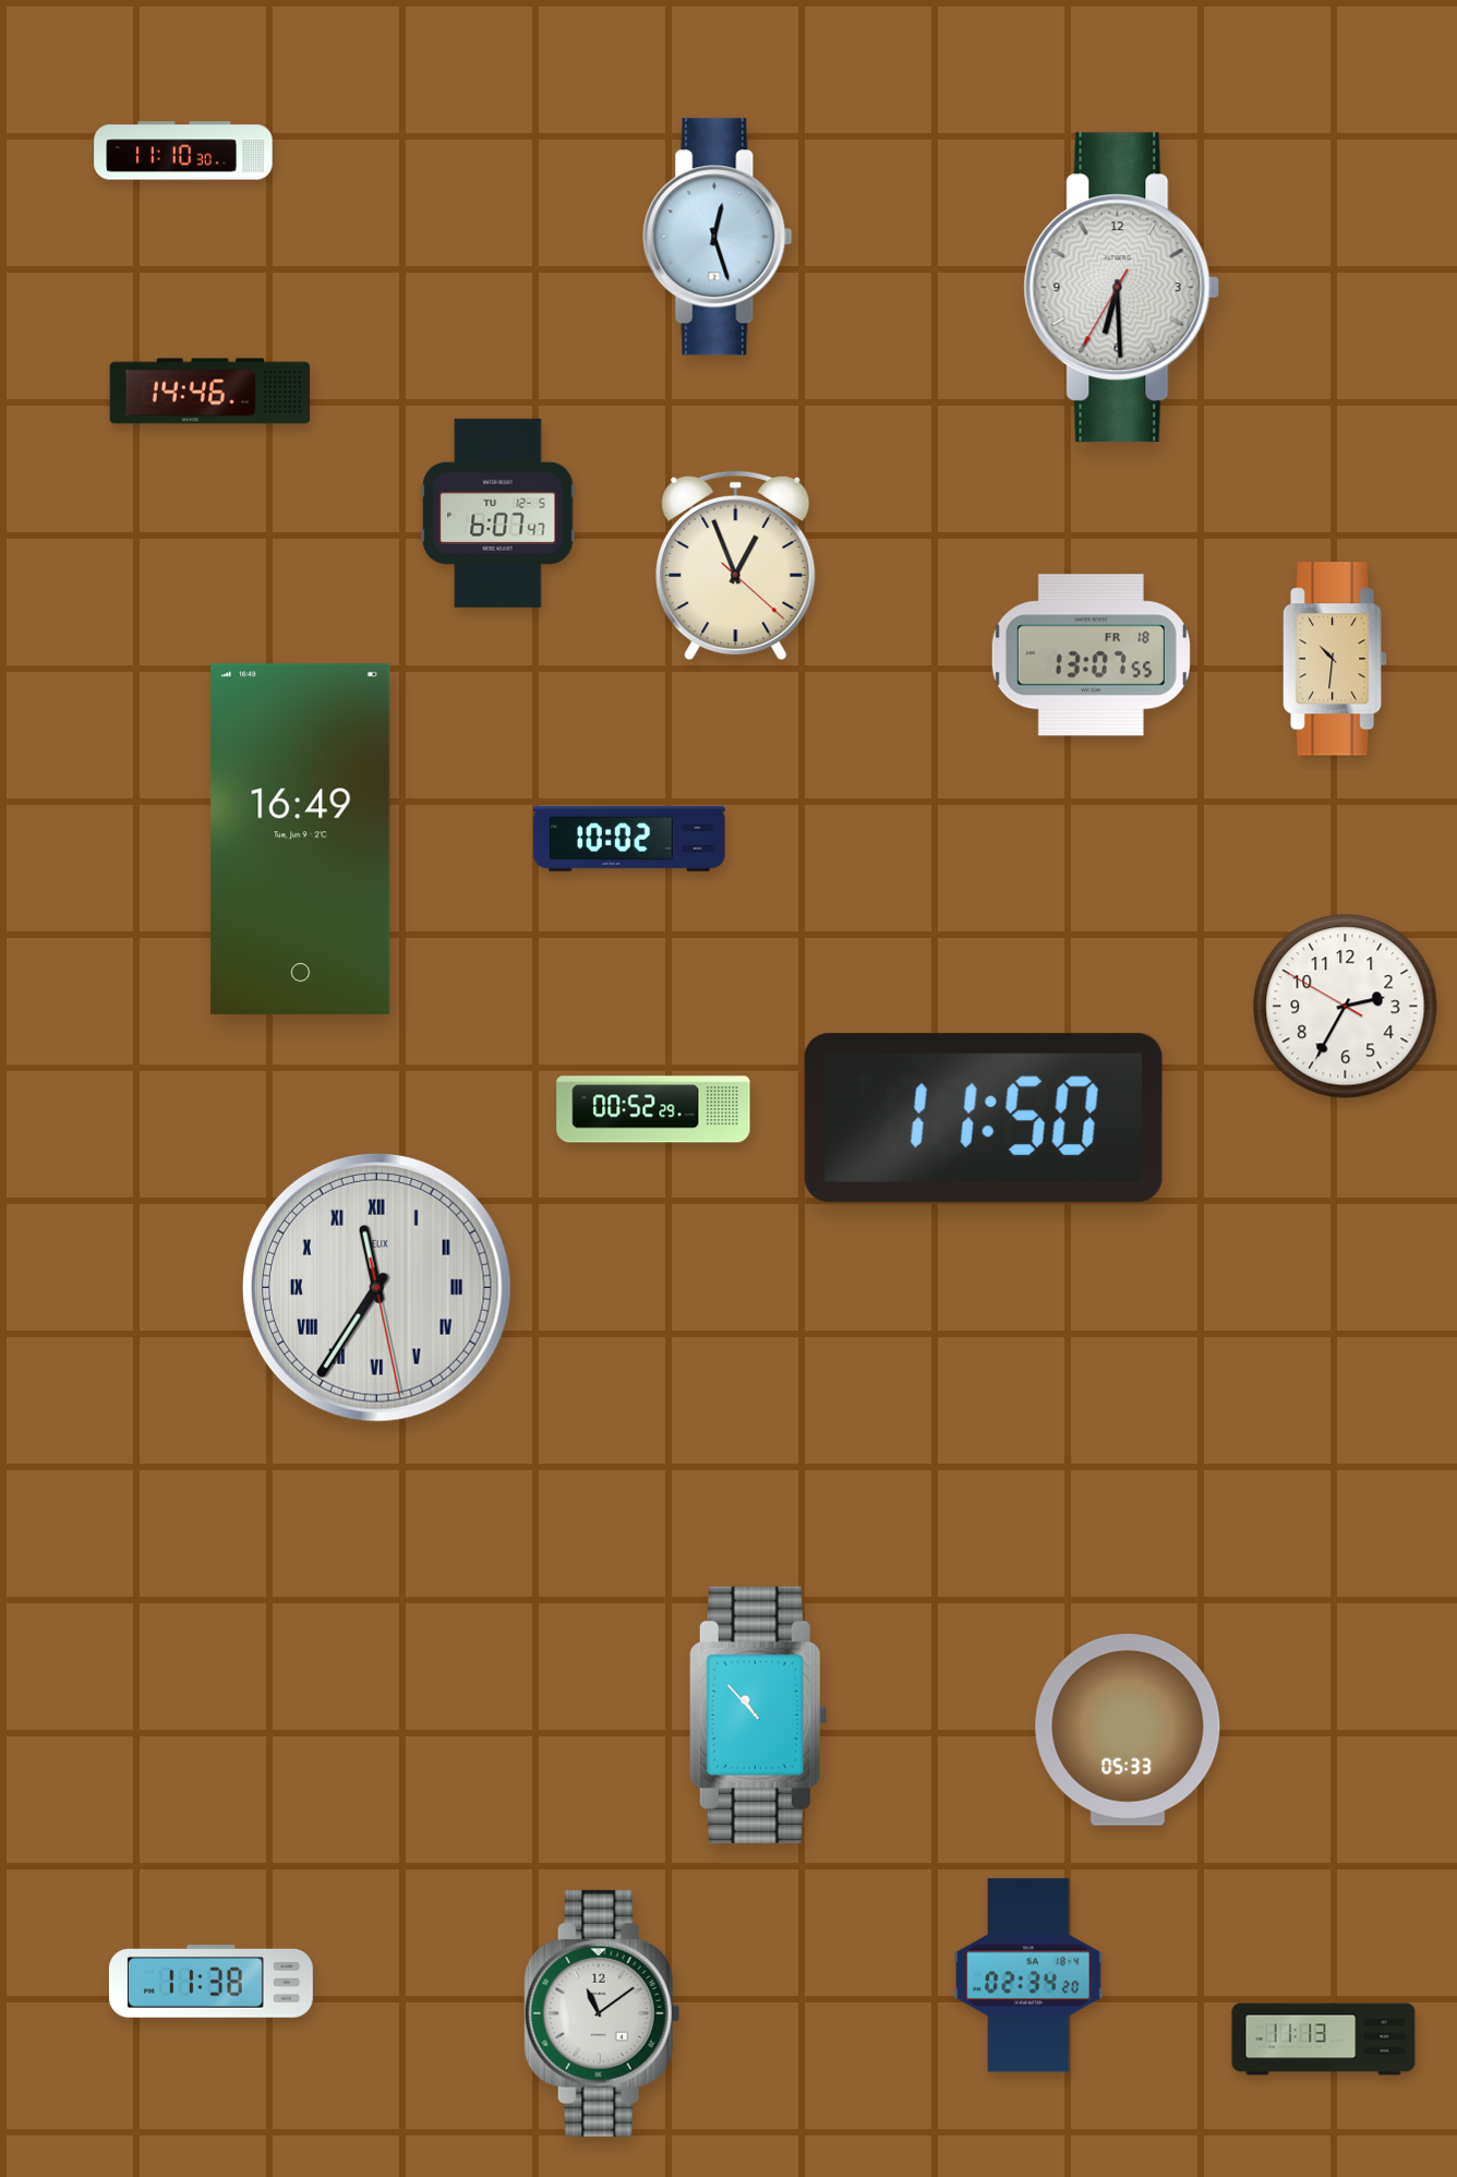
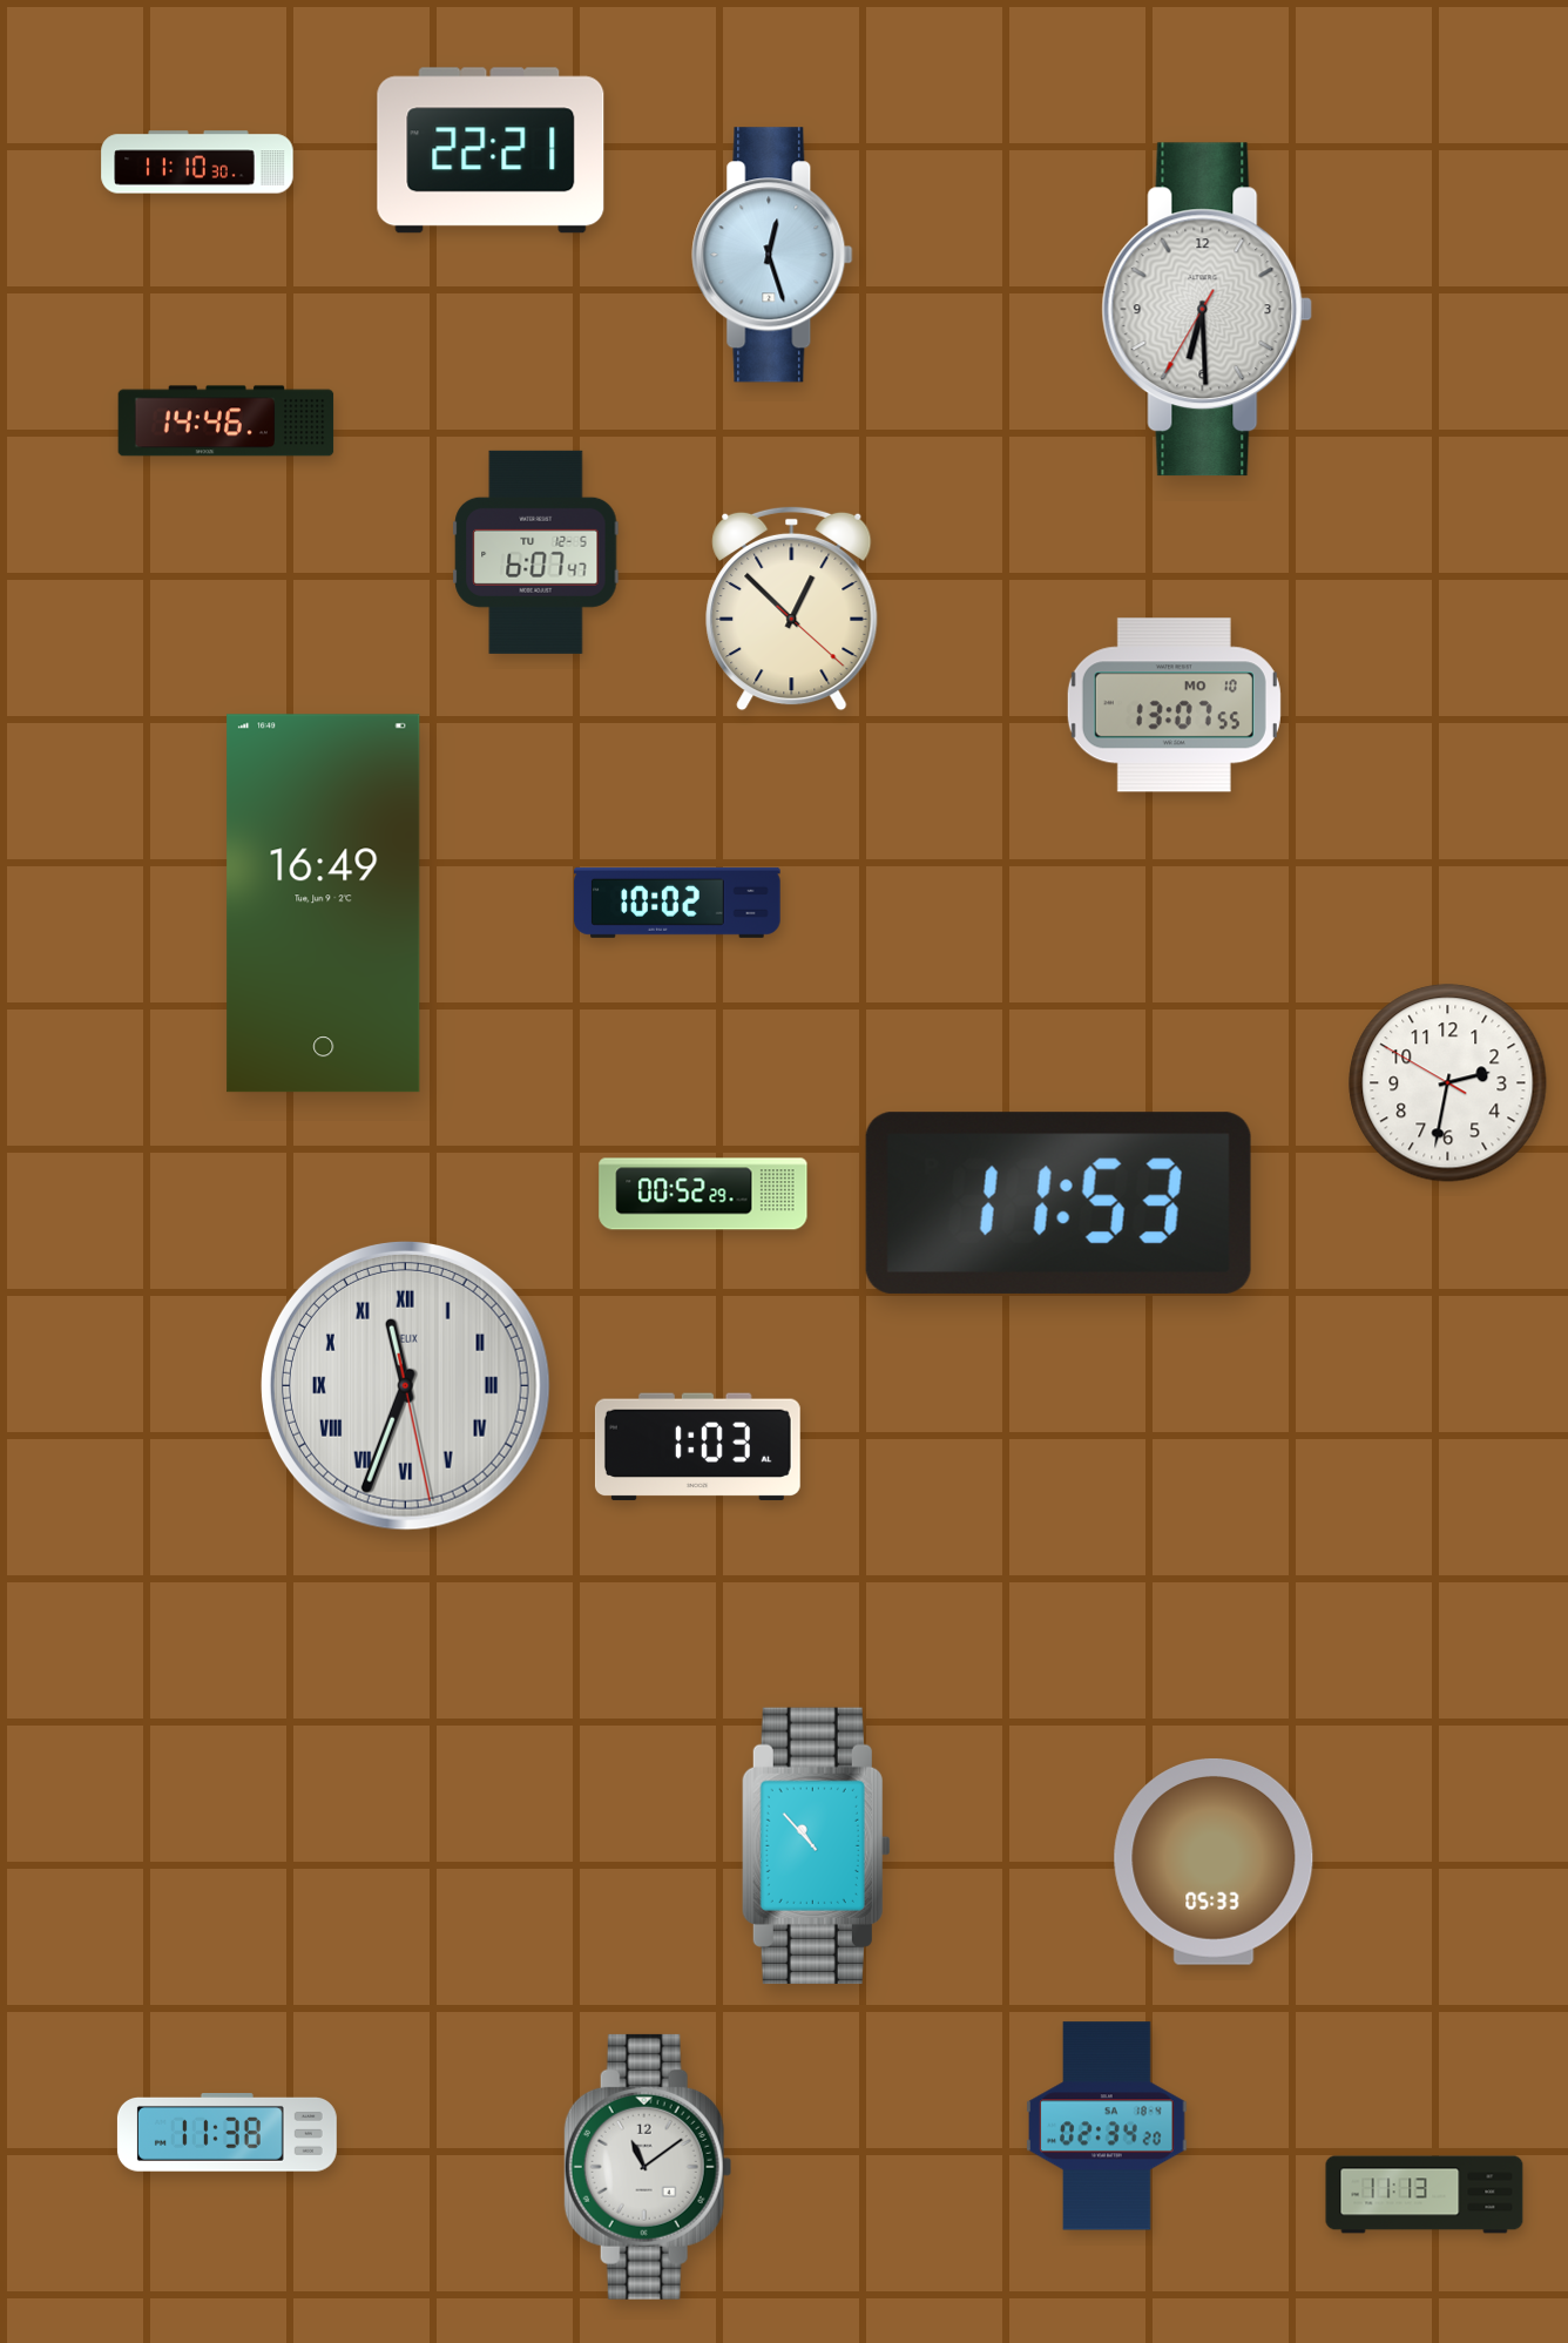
clock at (491, 150): none -> 22:21
clock at (736, 565): 12:56 -> 12:52
clock at (1091, 655) date: FR 18 -> MO 10
clock at (1335, 659): 10:31 -> none
clock at (1346, 1007): 2:34 -> 2:31
clock at (984, 1118): 11:50 -> 11:53
clock at (376, 1287): 11:35 -> 11:33
clock at (697, 1447): none -> 1:03
